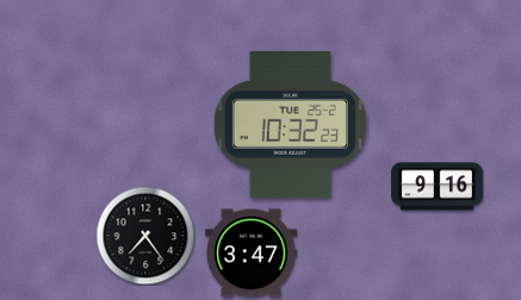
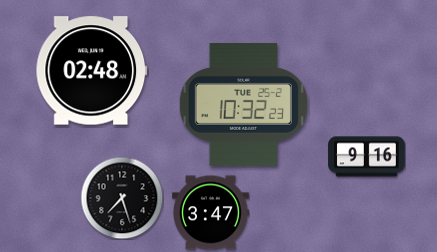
clock at (92, 71): none -> 02:48
clock at (145, 236): 7:24 -> 7:27
